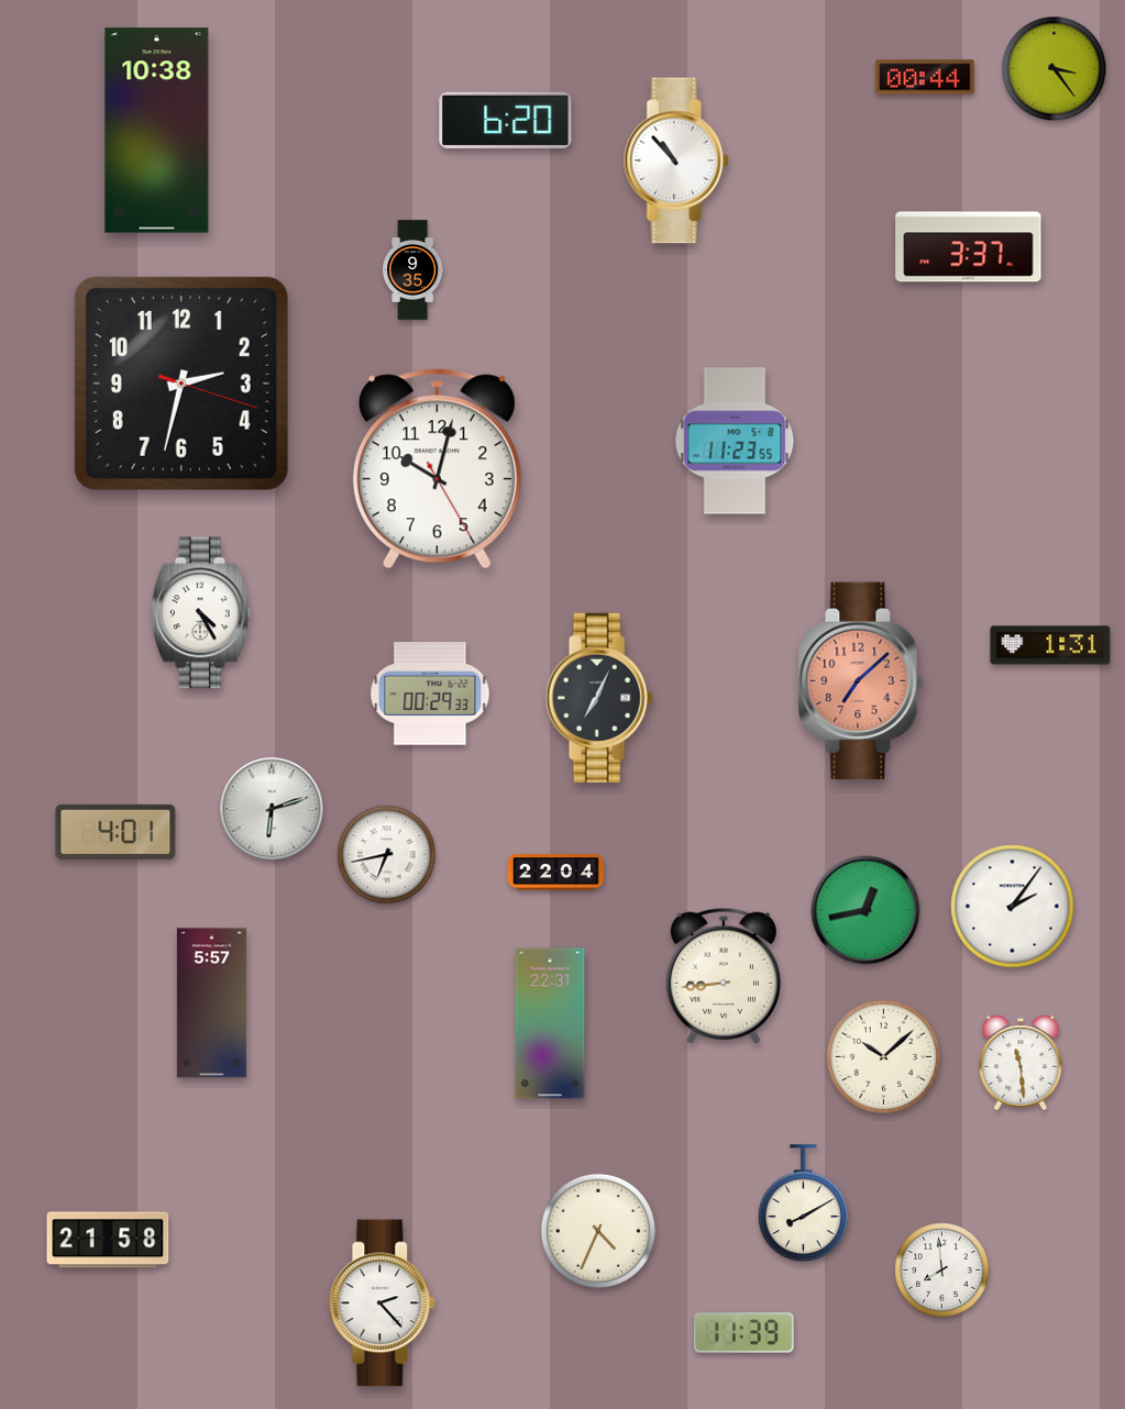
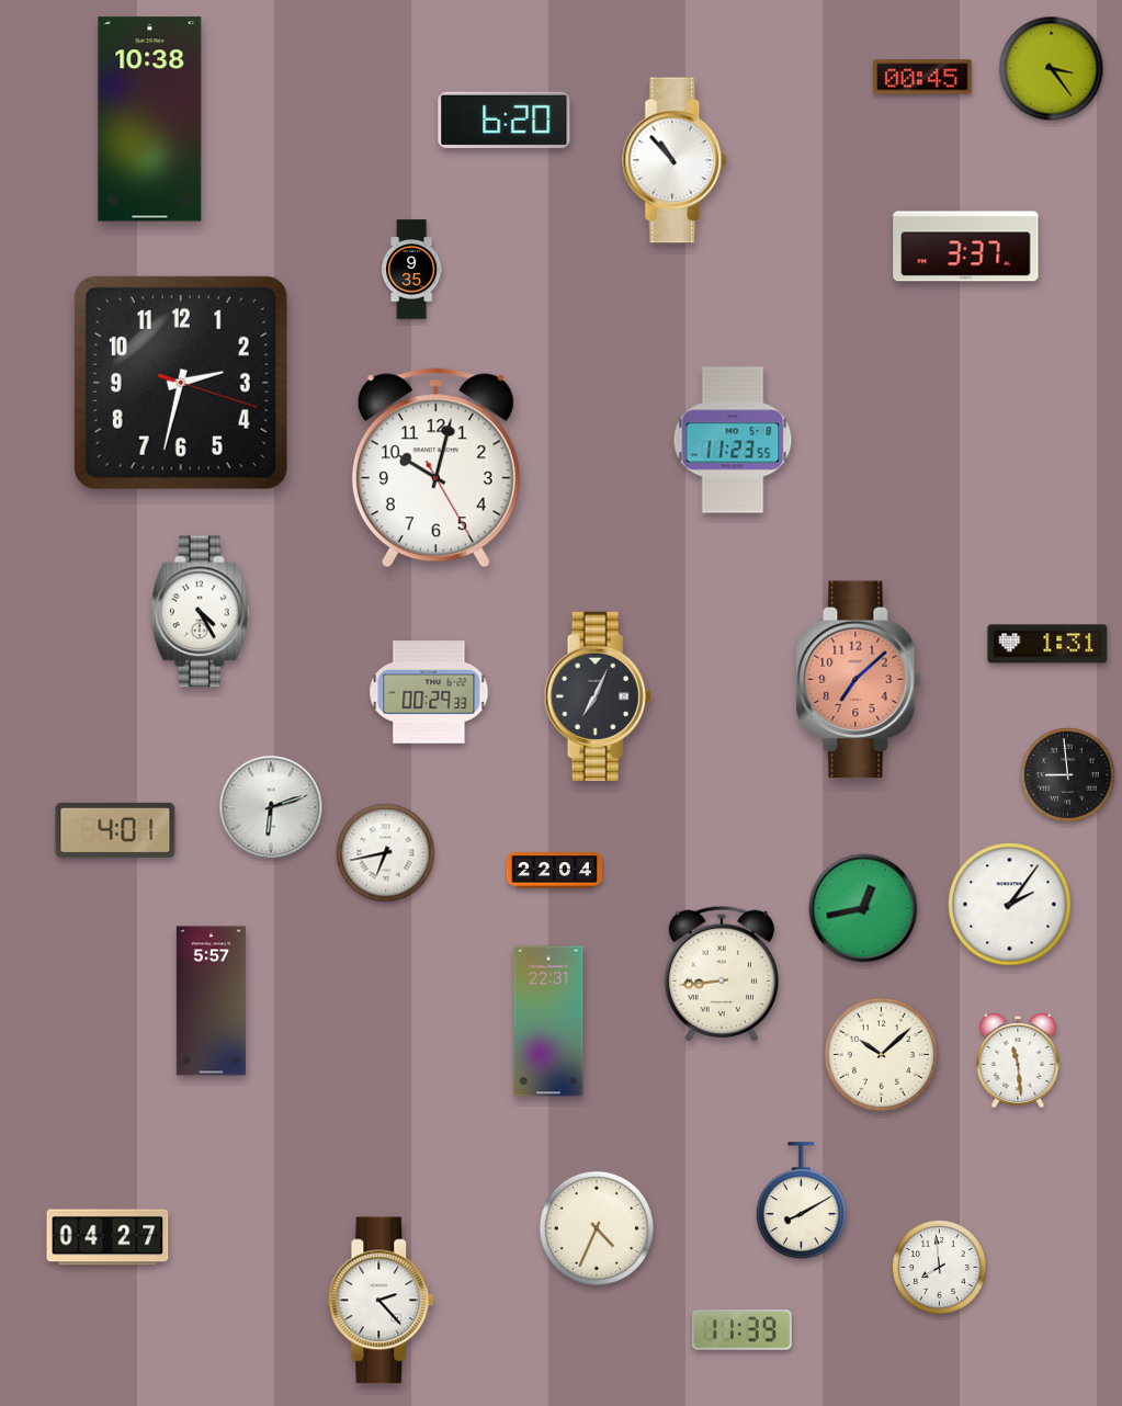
clock at (926, 77): 00:44 -> 00:45
clock at (157, 131) position: (157, 131) -> (150, 120)
clock at (1068, 775): none -> 8:59
clock at (108, 1240): 21:58 -> 04:27
